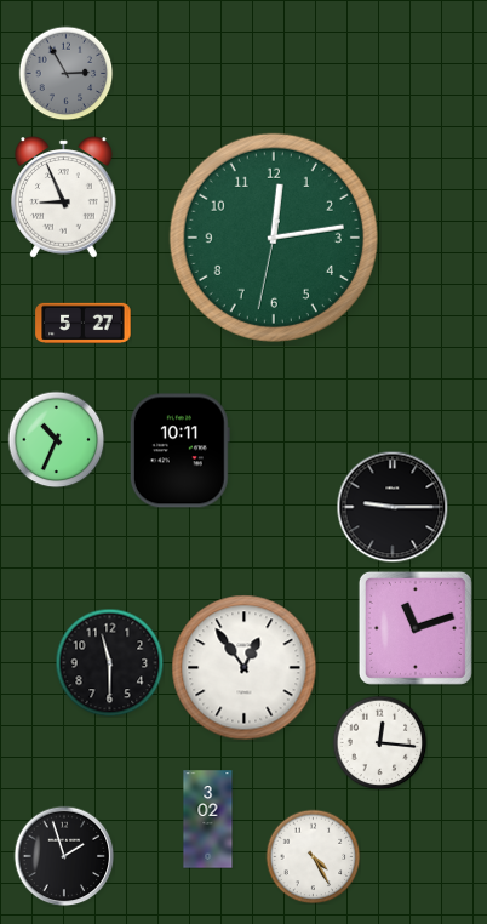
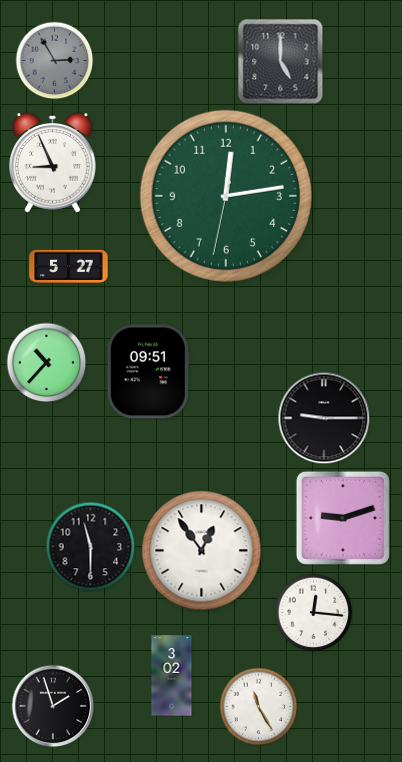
clock at (280, 61): none -> 5:00
clock at (56, 439): 10:34 -> 10:37
clock at (179, 451): 10:11 -> 09:51
clock at (416, 628): 11:12 -> 9:12
clock at (313, 856): 4:25 -> 11:25
